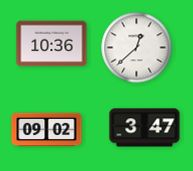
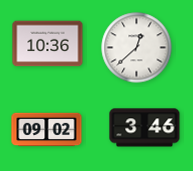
clock at (52, 44) position: (52, 44) -> (48, 44)
clock at (145, 128): 3:47 -> 3:46
